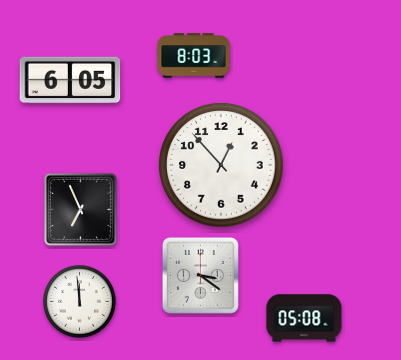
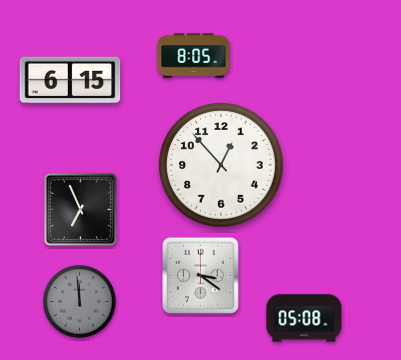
clock at (194, 56): 8:03 -> 8:05
clock at (70, 80): 6:05 -> 6:15
clock at (80, 302) dial: white -> grey
